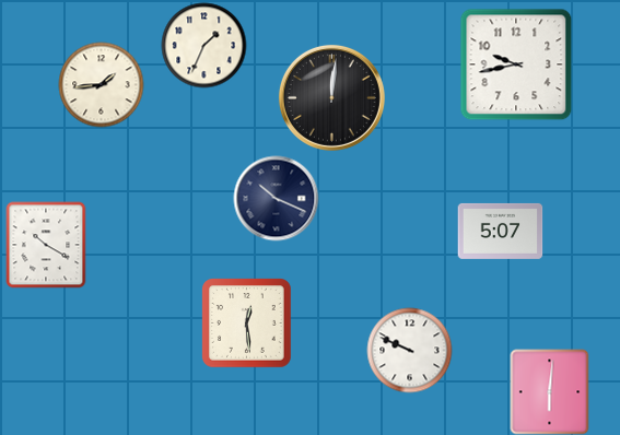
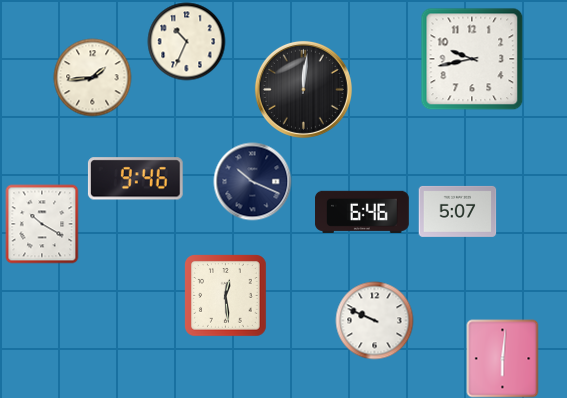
clock at (203, 45): 1:34 -> 10:34
clock at (135, 179): none -> 9:46
clock at (363, 212): none -> 6:46
